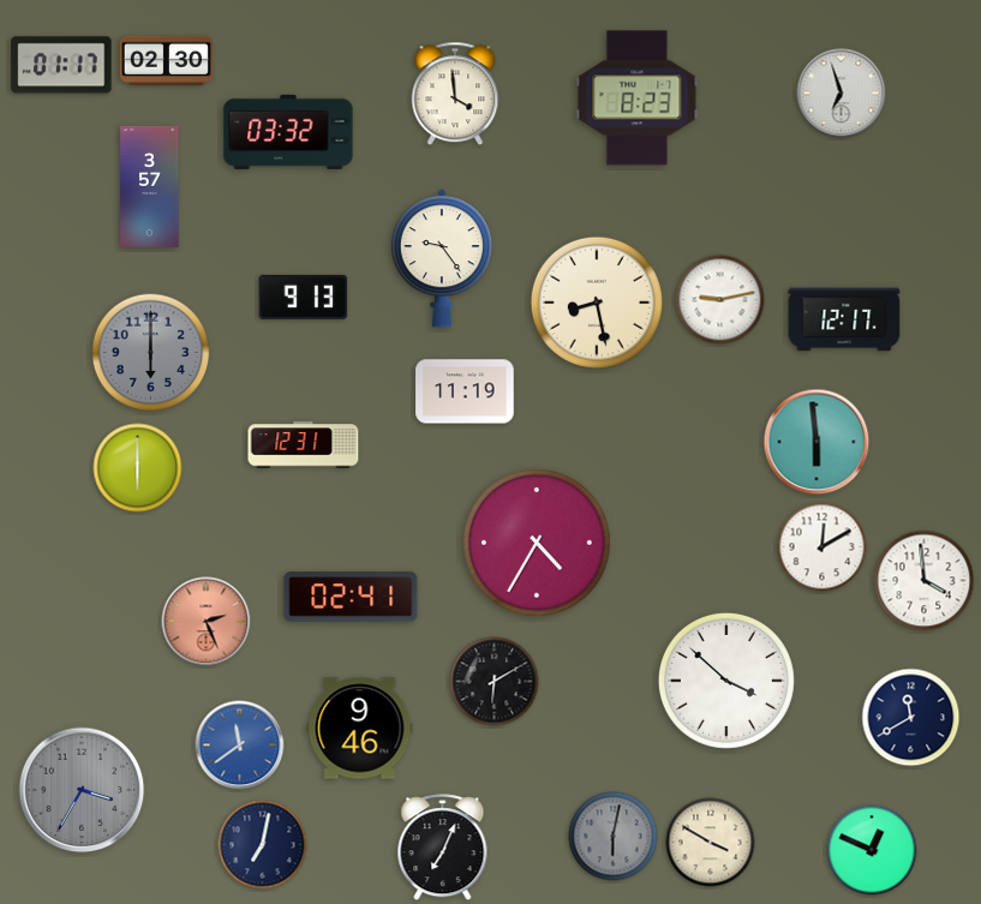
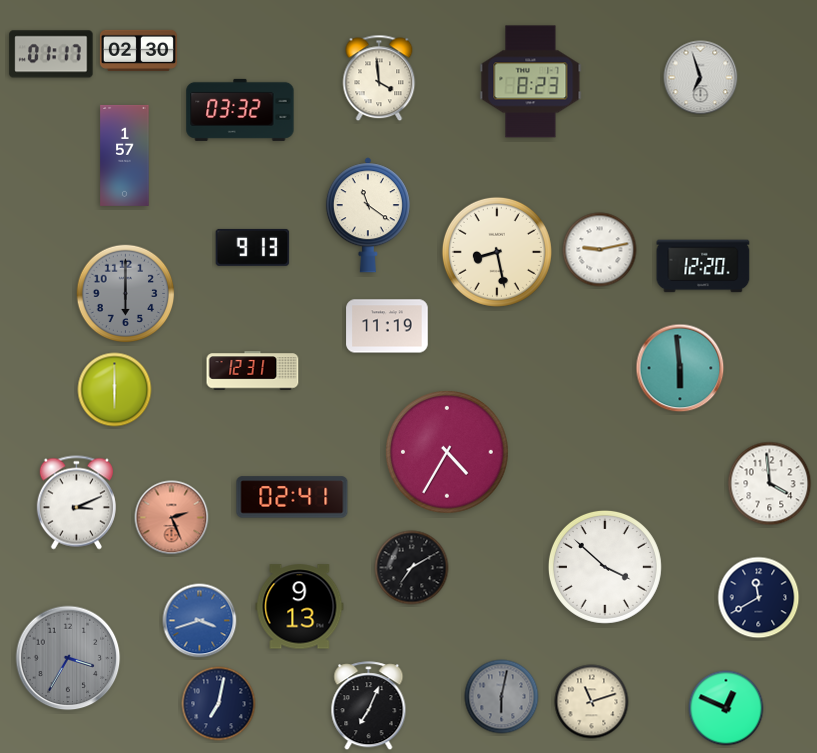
clock at (150, 186): 3:57 -> 1:57
clock at (442, 258): 9:24 -> 11:21
clock at (844, 319): 12:17 -> 12:20
clock at (823, 547): 12:10 -> none
clock at (76, 503): none -> 3:11
clock at (495, 682): 6:10 -> 7:10
clock at (360, 729): 9:46 -> 9:13
clock at (240, 746): 11:39 -> 3:42
clock at (614, 837) position: (614, 837) -> (502, 697)
clock at (711, 843): 3:50 -> 11:12
